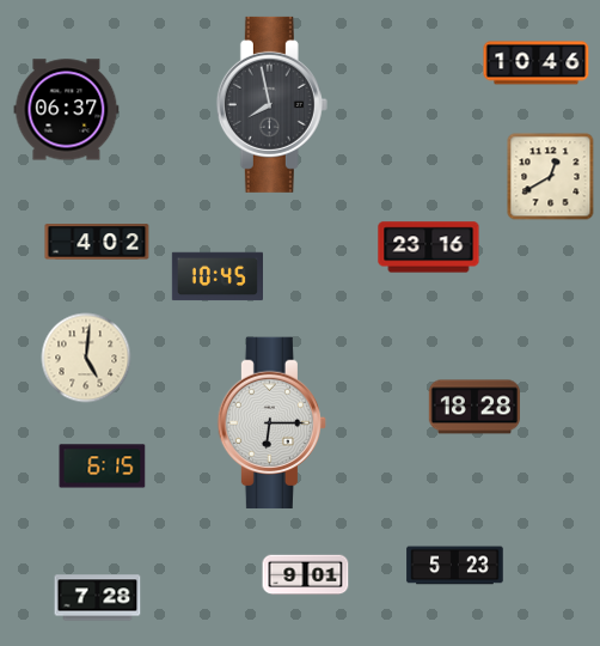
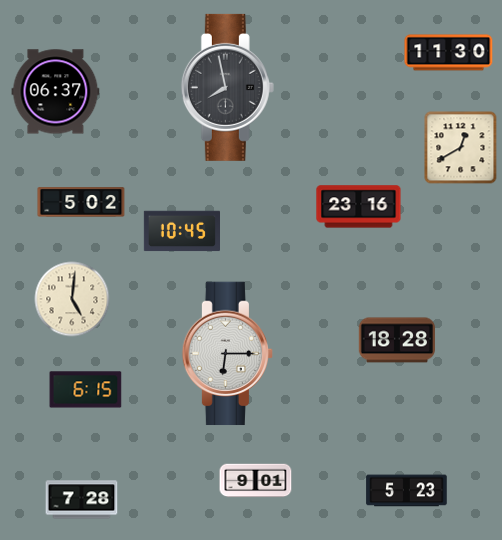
clock at (537, 63): 10:46 -> 11:30
clock at (97, 242): 4:02 -> 5:02
clock at (455, 566) position: (455, 566) -> (407, 491)
